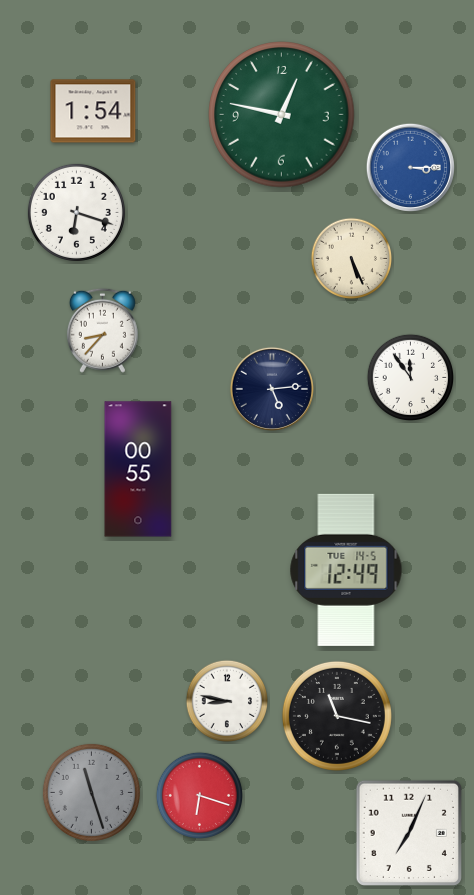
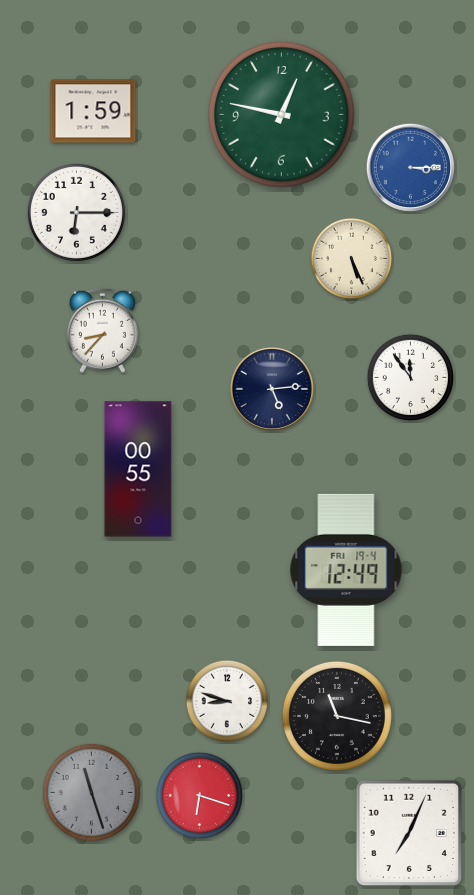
clock at (93, 111): 1:54 -> 1:59
clock at (76, 212): 6:18 -> 6:15
clock at (346, 570) date: TUE 14-5 -> FRI 19-4
clock at (227, 701): 8:47 -> 8:48
